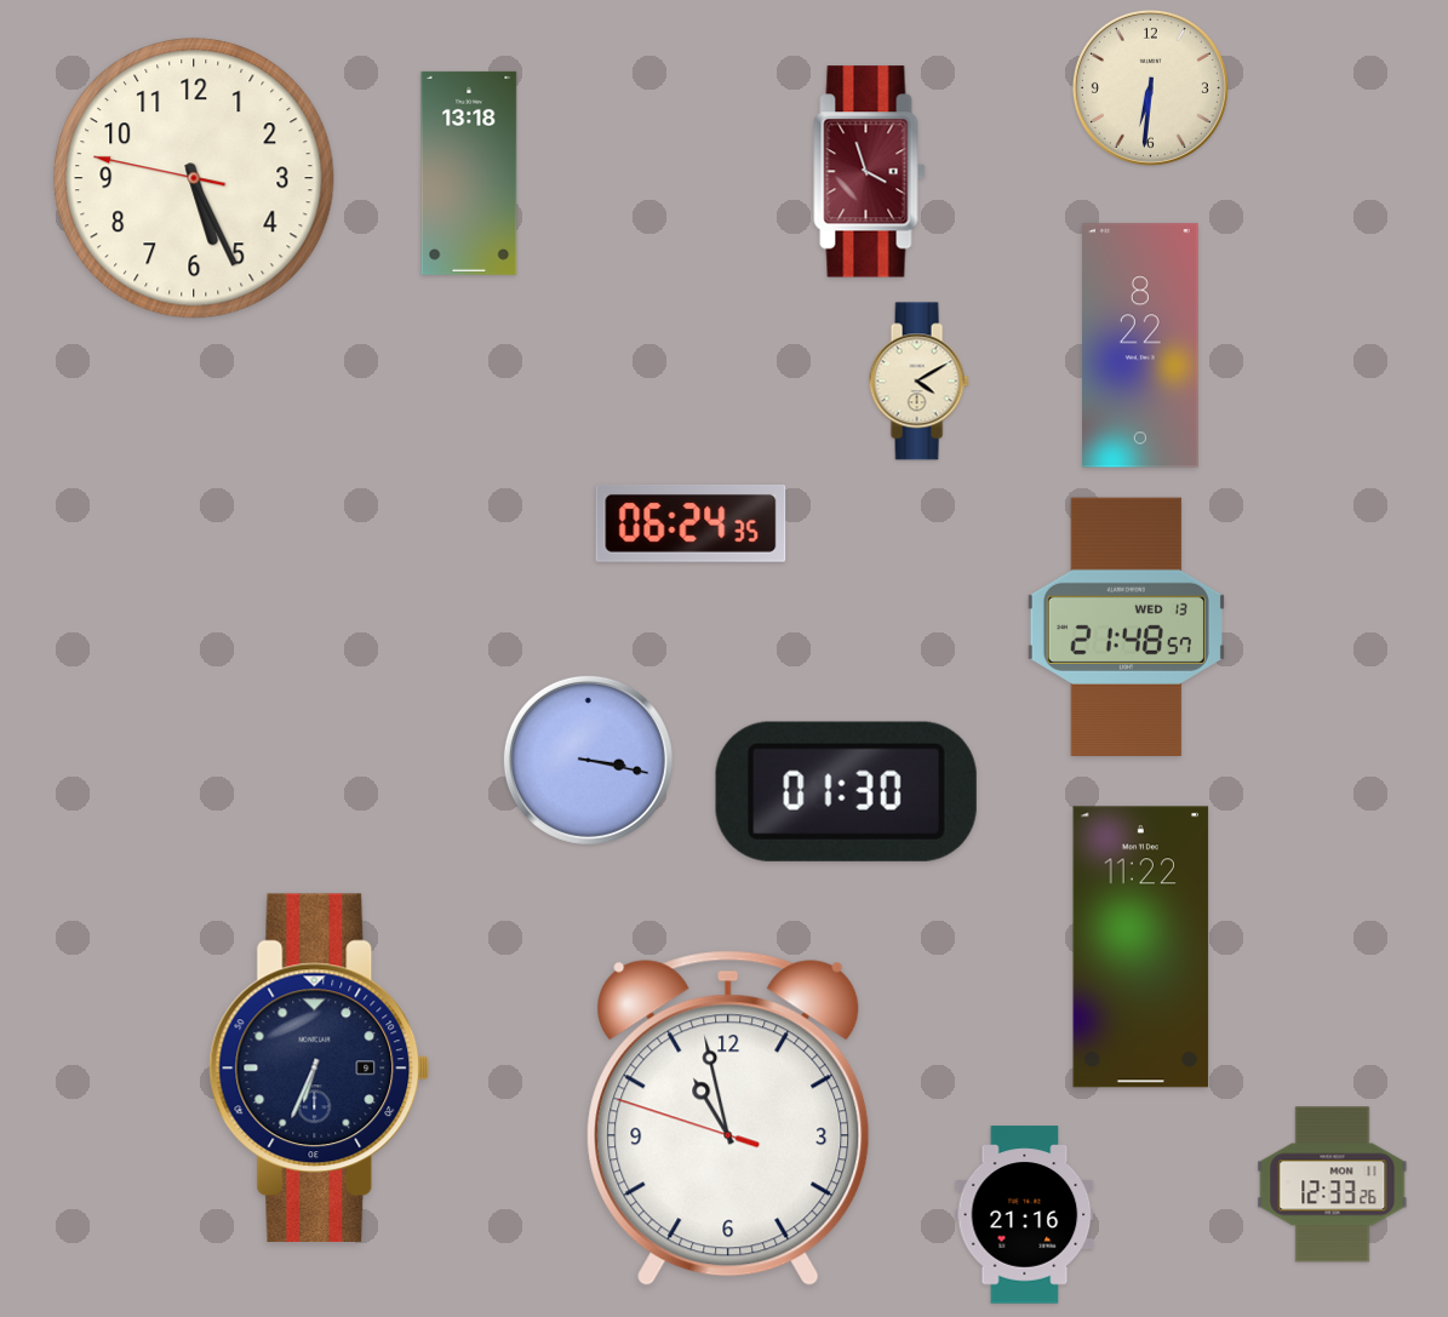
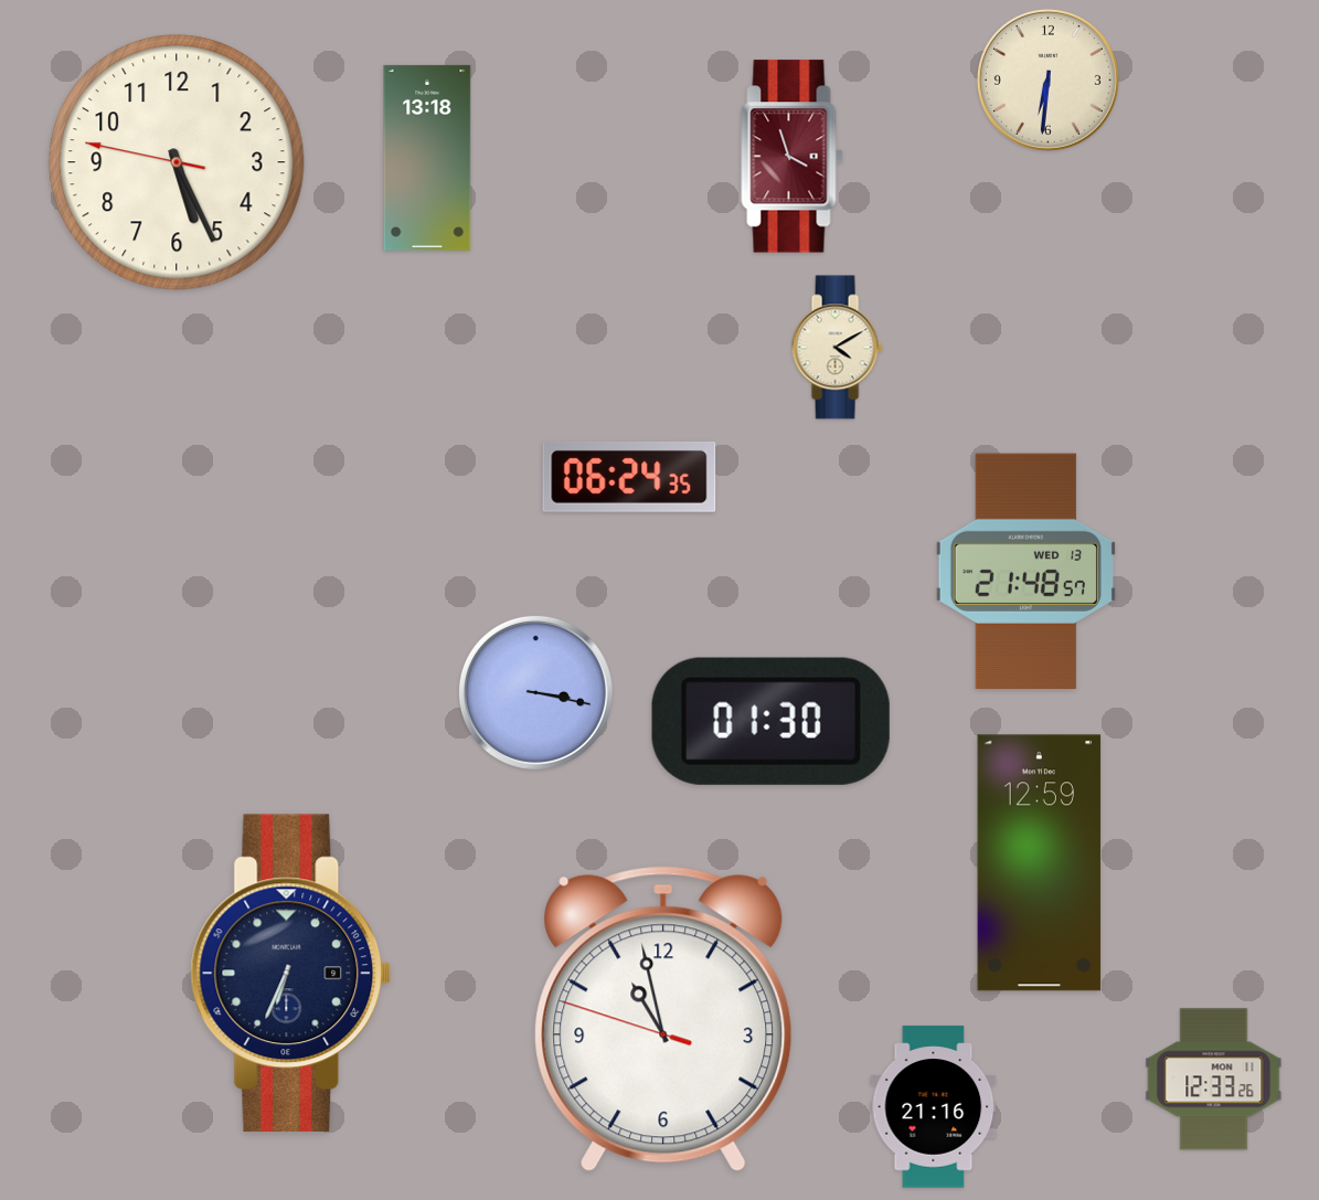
clock at (1141, 345): 8:22 -> none
clock at (1141, 947): 11:22 -> 12:59
